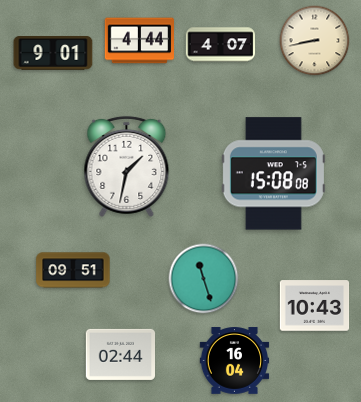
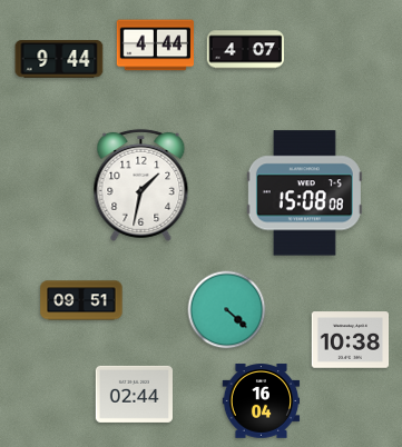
clock at (315, 41): 8:43 -> none
clock at (53, 54): 9:01 -> 9:44
clock at (204, 279): 11:27 -> 4:22
clock at (315, 306): 10:43 -> 10:38
